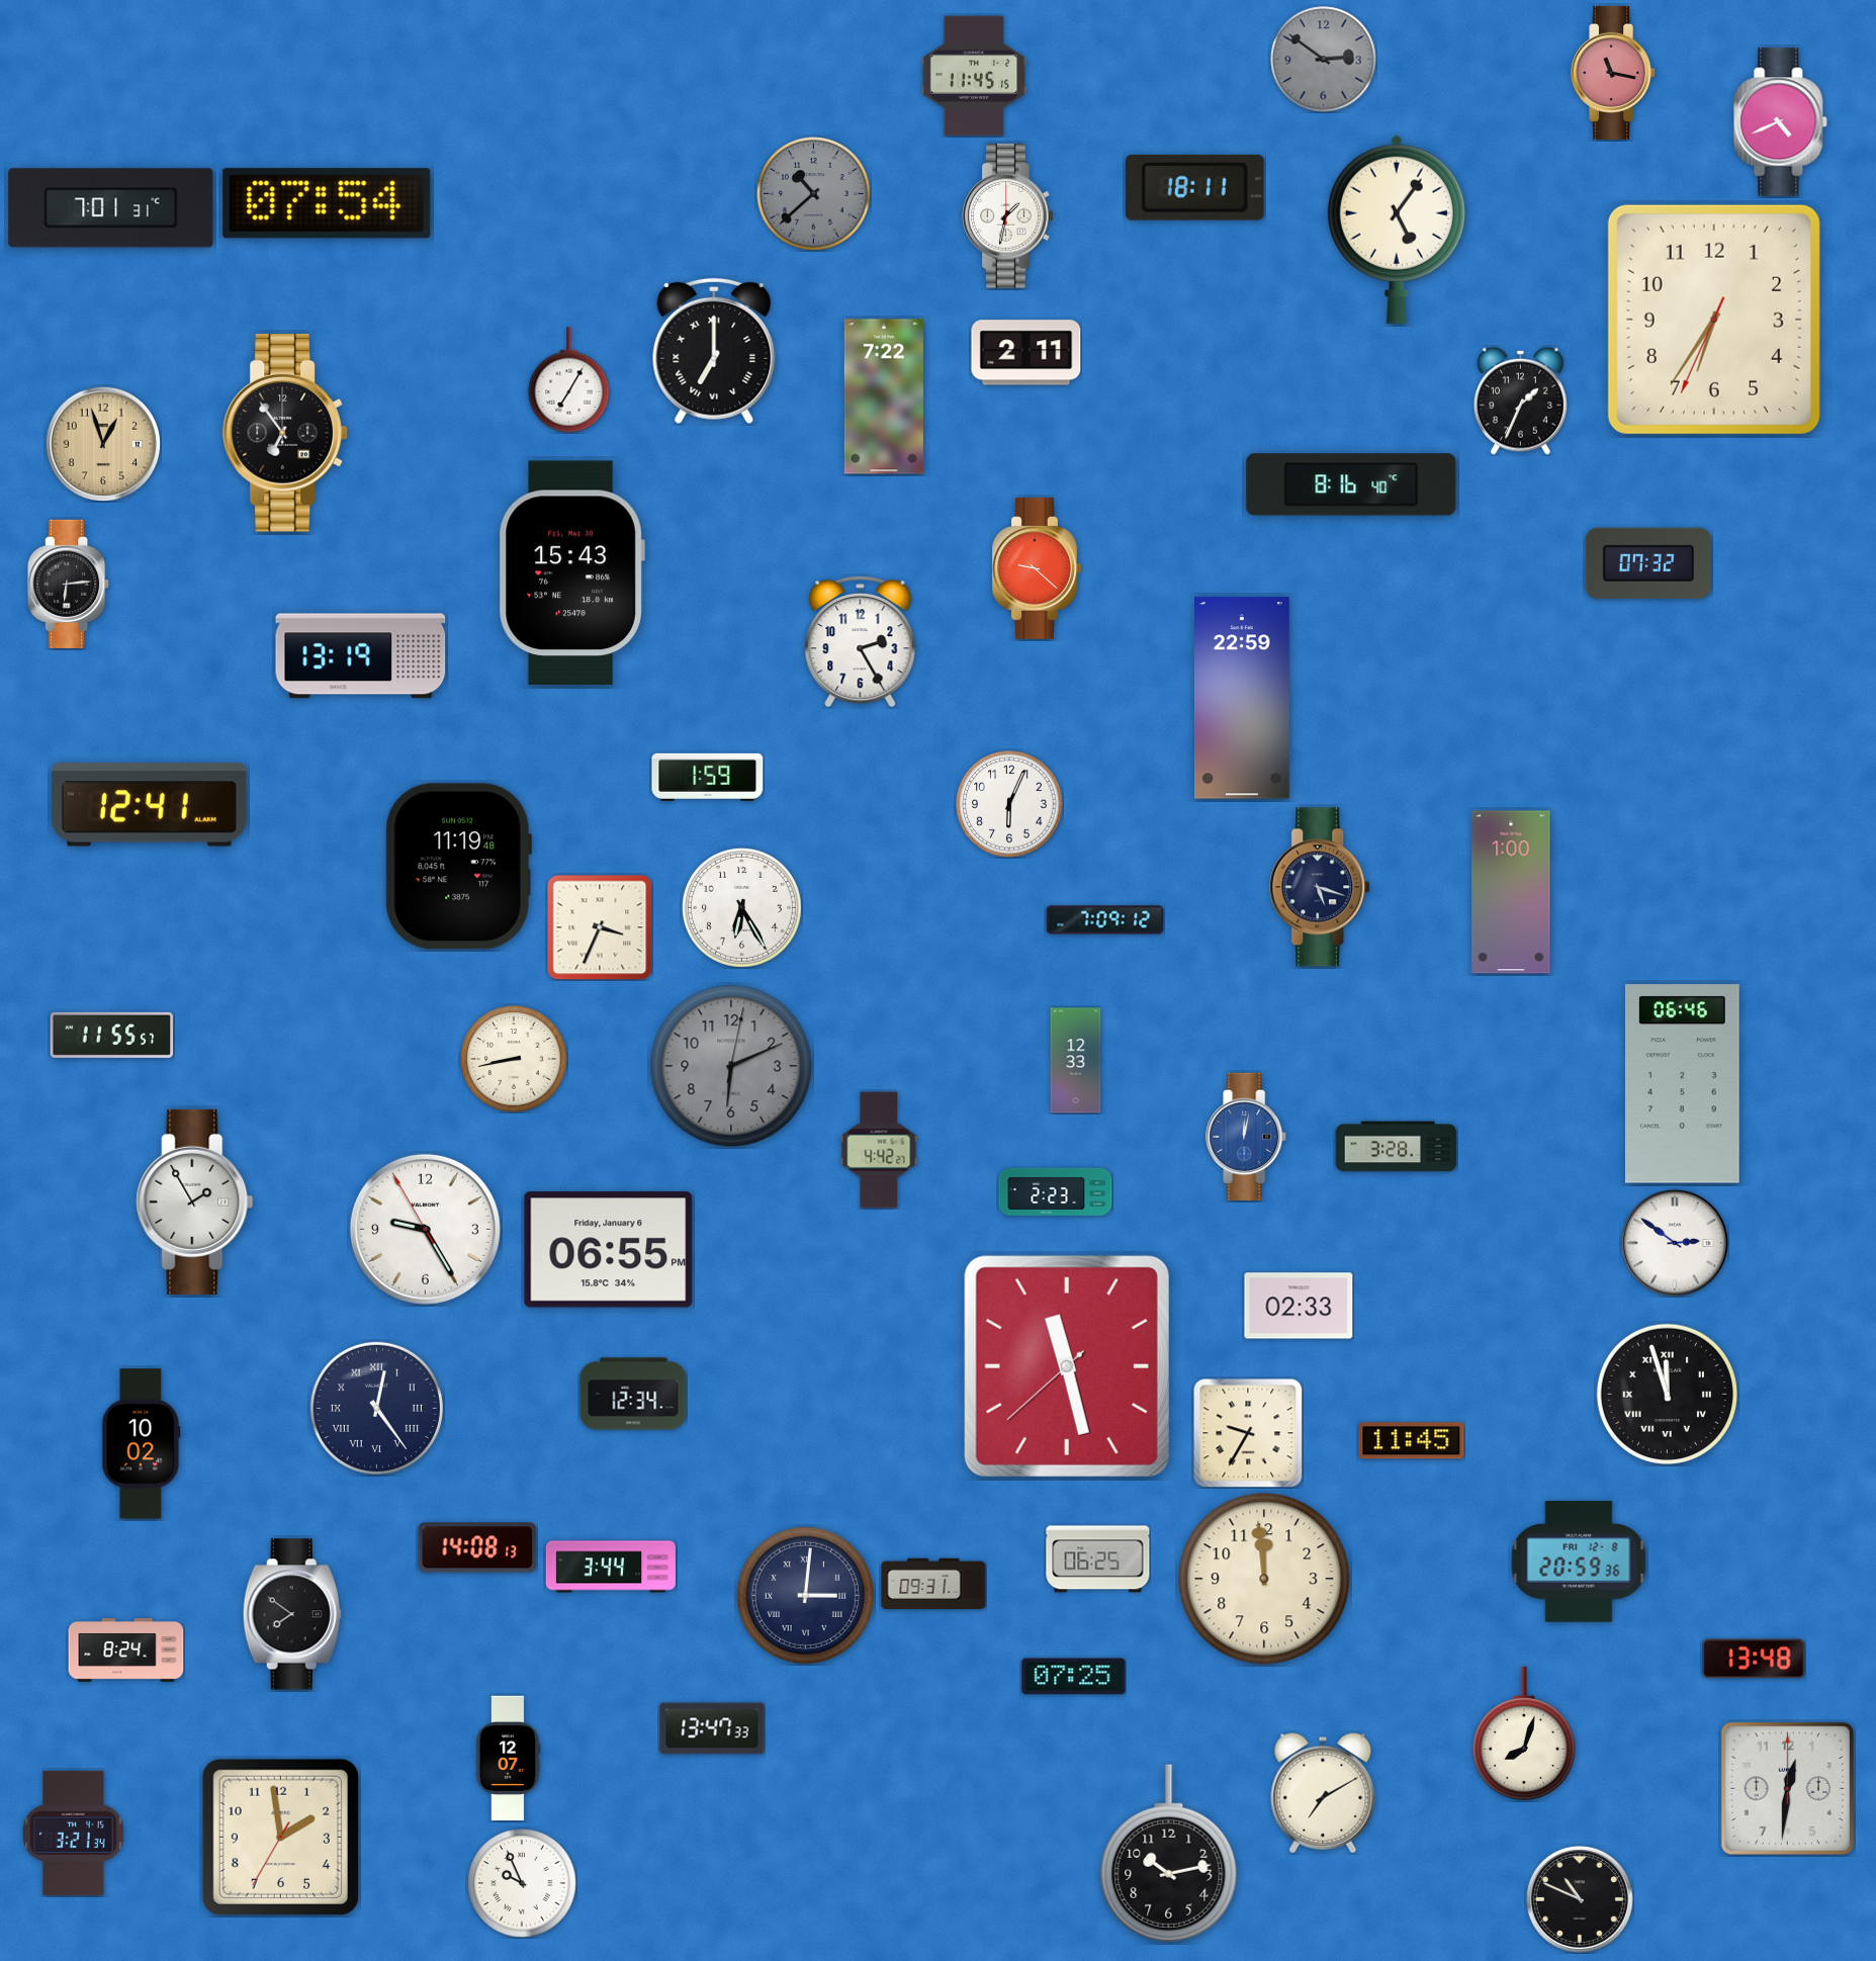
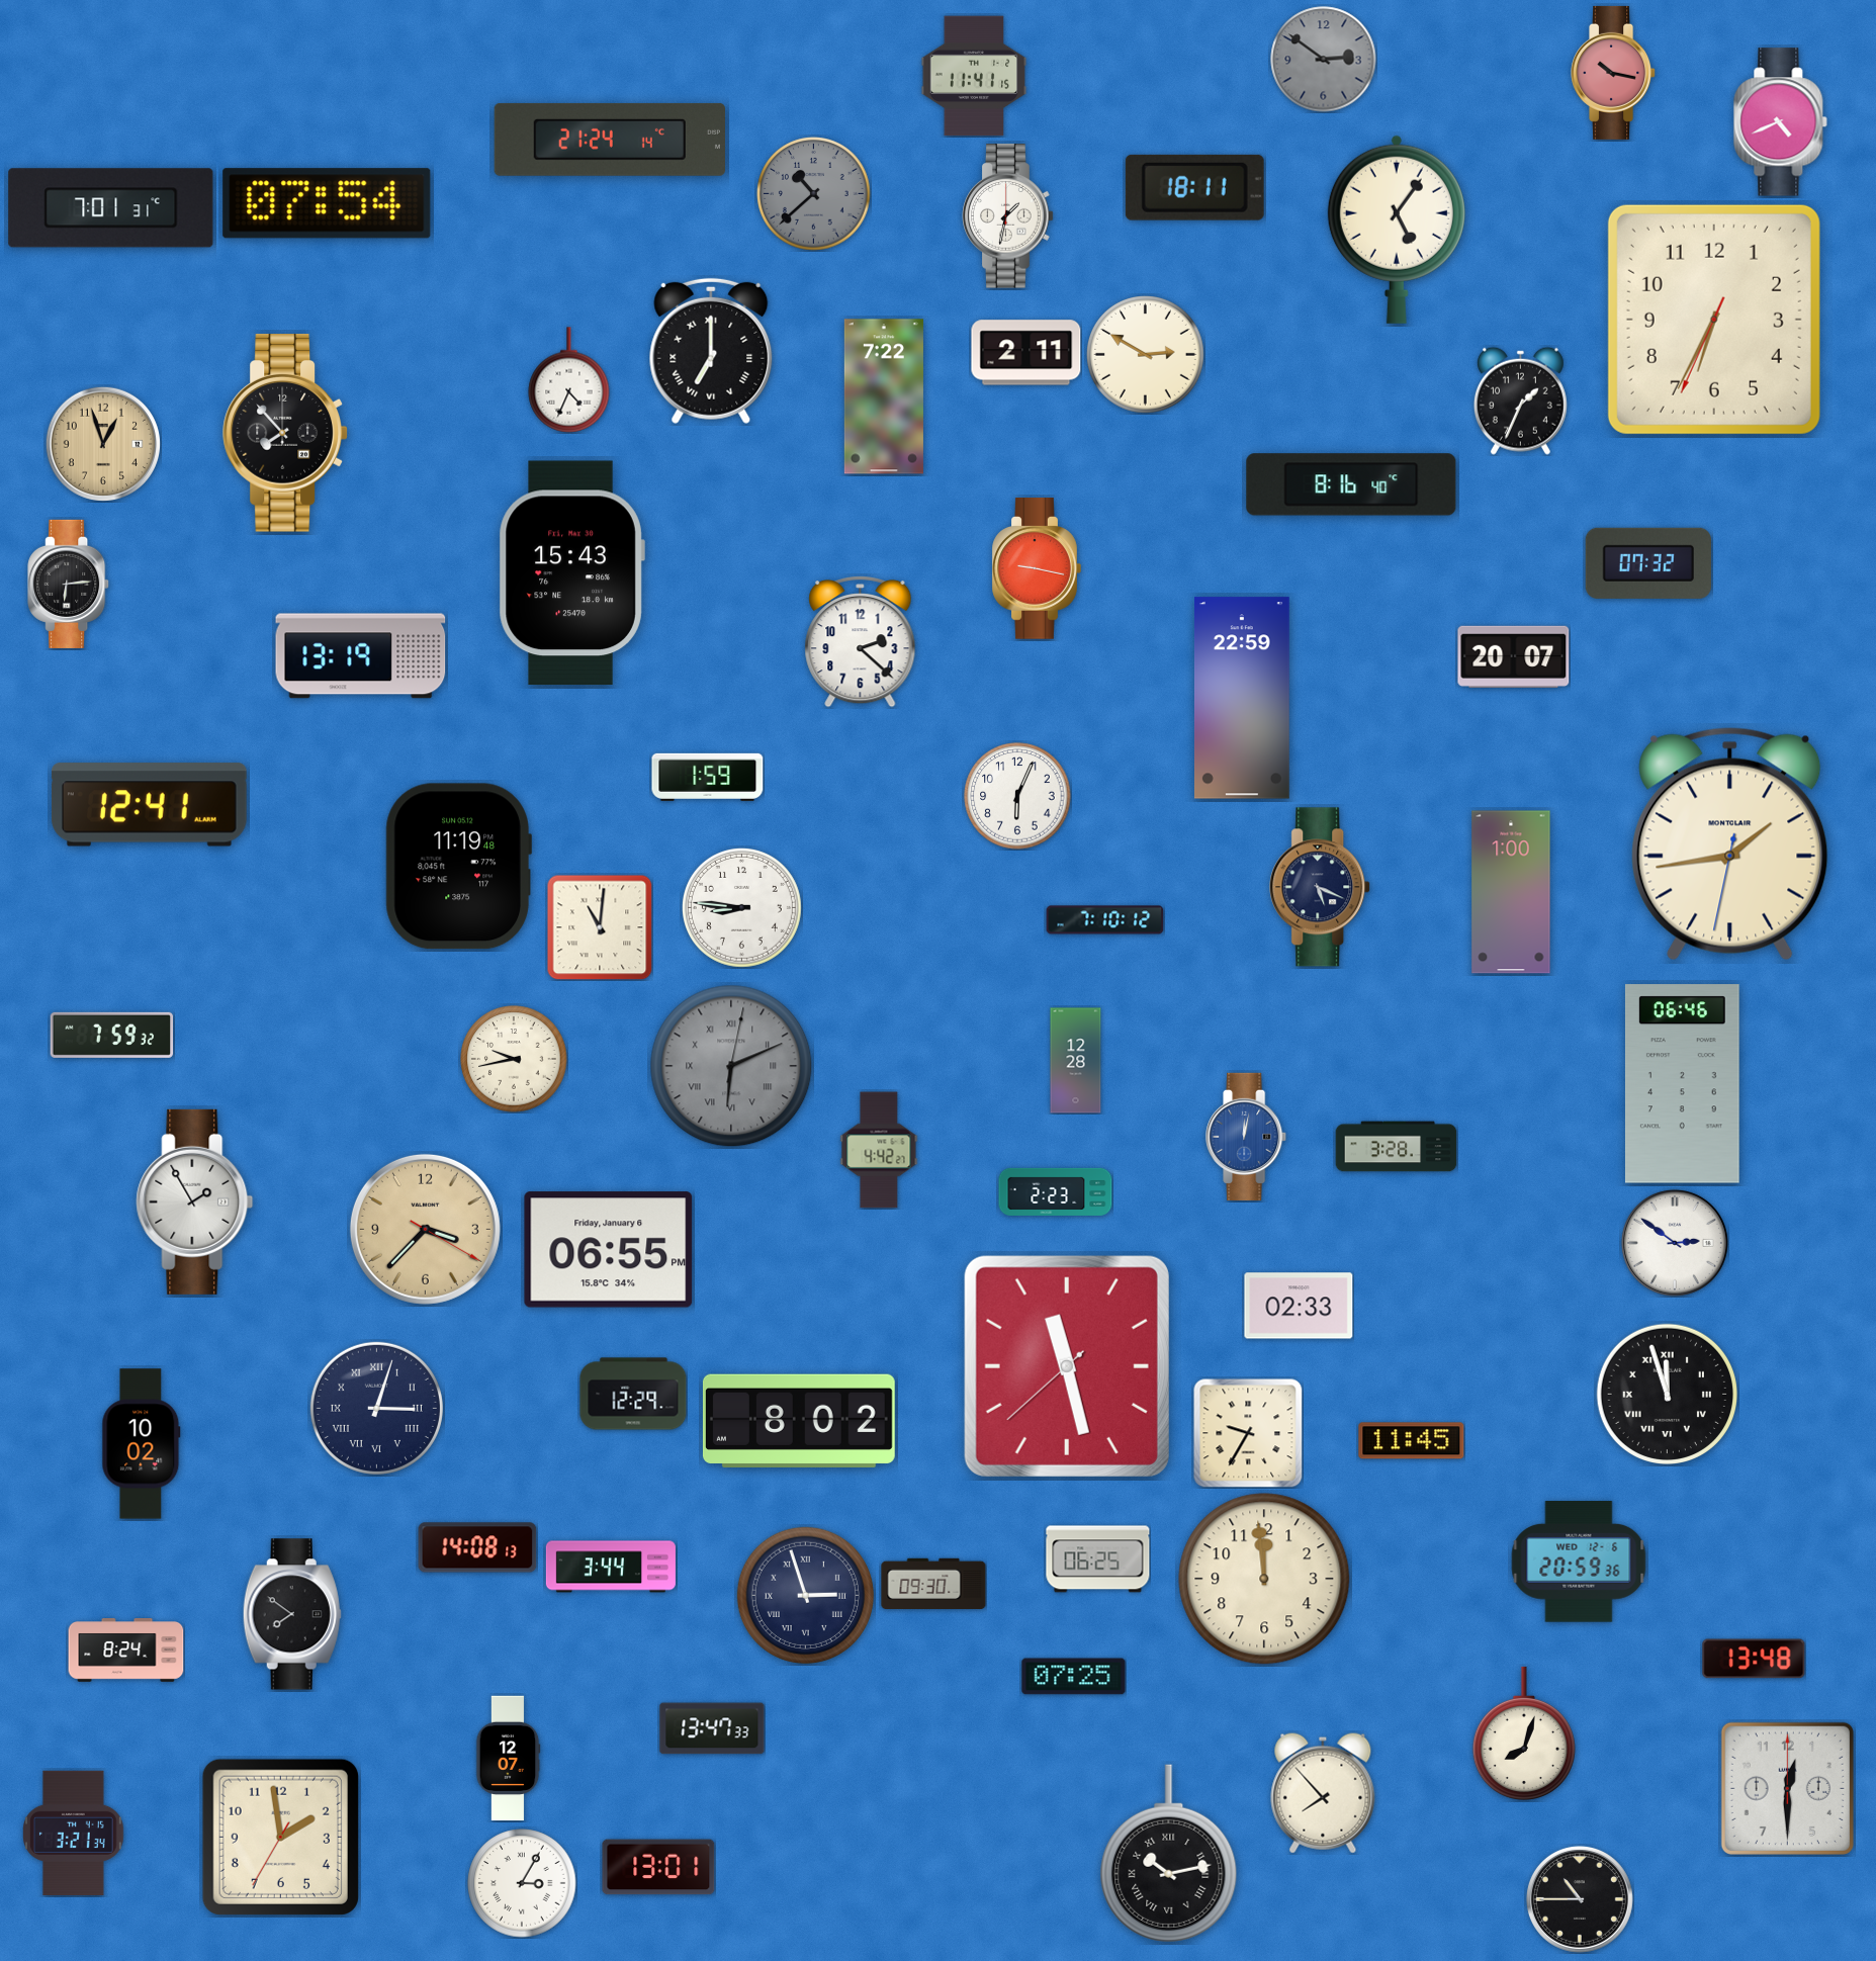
clock at (1614, 73): 11:17 -> 10:17
clock at (974, 76): 11:45 -> 11:41
clock at (610, 140): none -> 21:24
clock at (1714, 320): 6:35 -> 6:34
clock at (714, 351) position: (714, 351) -> (711, 351)
clock at (1146, 355): none -> 2:50
clock at (569, 380): 7:05 -> 4:34
clock at (285, 433): 6:54 -> 7:53
clock at (1037, 568): 9:22 -> 9:17
clock at (861, 641): 2:25 -> 2:22
clock at (1514, 656): none -> 20:07
clock at (1009, 804) position: (1009, 804) -> (1017, 796)
clock at (1730, 844): none -> 1:43
clock at (1321, 887): 5:18 -> 5:19
clock at (741, 907): 6:25 -> 8:46
clock at (1105, 920): 7:09 -> 7:10
clock at (600, 927): 3:34 -> 11:01
clock at (112, 1035): 11:55 -> 7:59
clock at (514, 1059): 8:43 -> 9:43
clock at (1076, 1061): 12:33 -> 12:28
clock at (731, 1066) numerals: Arabic -> Roman
clock at (425, 1229): 9:24 -> 3:37
clock at (425, 1229) dial: white -> champagne
clock at (633, 1394): 12:34 -> 12:29
clock at (376, 1408): 12:24 -> 3:03
clock at (799, 1421): none -> 8:02
clock at (1579, 1562) date: FRI 12-8 -> WED 12-6
clock at (933, 1584): 09:31 -> 09:30
clock at (805, 1595): 3:01 -> 2:57
clock at (1787, 1788): 12:31 -> 12:30
clock at (1323, 1793): 7:10 -> 7:53
clock at (1169, 1854) numerals: Arabic -> Roman
clock at (658, 1867): none -> 13:01
clock at (522, 1883): 9:56 -> 3:05
clock at (1580, 1899): 10:49 -> 10:45
